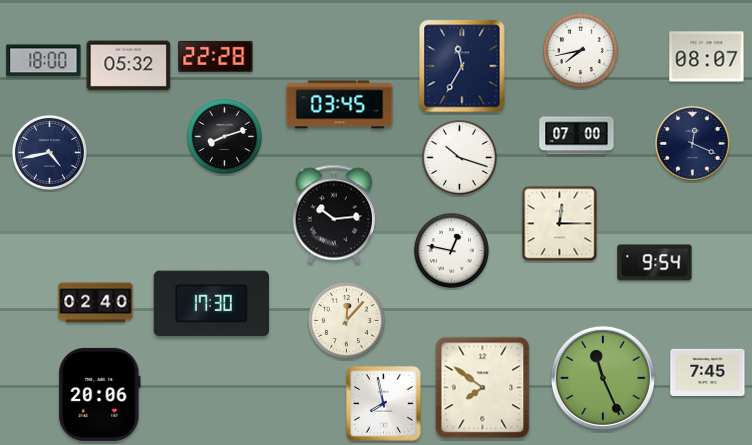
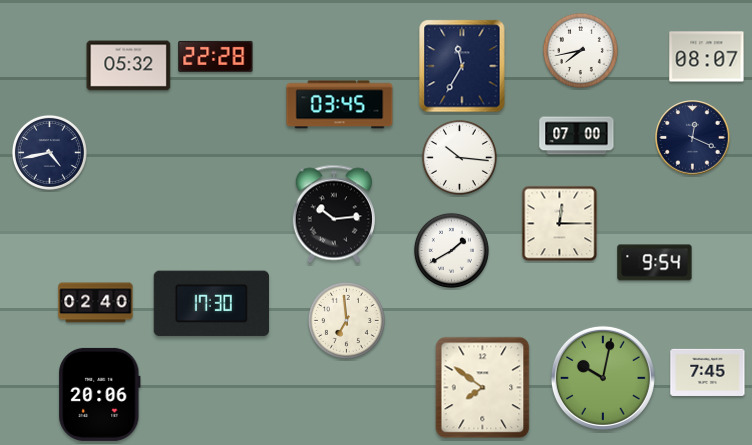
clock at (44, 61): 18:00 -> none
clock at (224, 136): 8:12 -> none
clock at (693, 144) position: (693, 144) -> (693, 138)
clock at (459, 157): 10:18 -> 10:16
clock at (451, 250): 12:47 -> 1:40
clock at (346, 320): 12:07 -> 6:59
clock at (603, 378): 11:26 -> 10:02
clock at (384, 404): 7:58 -> none
